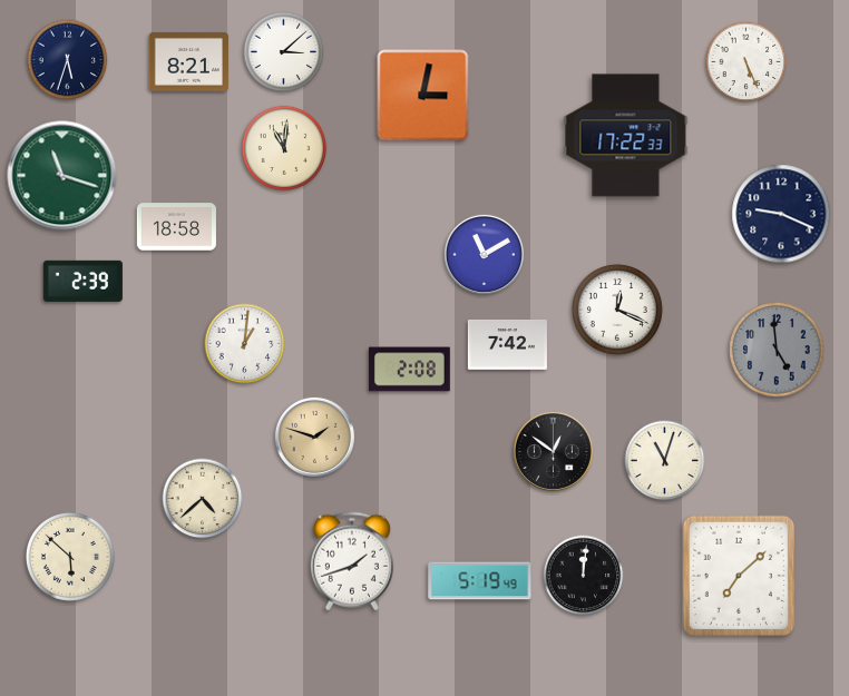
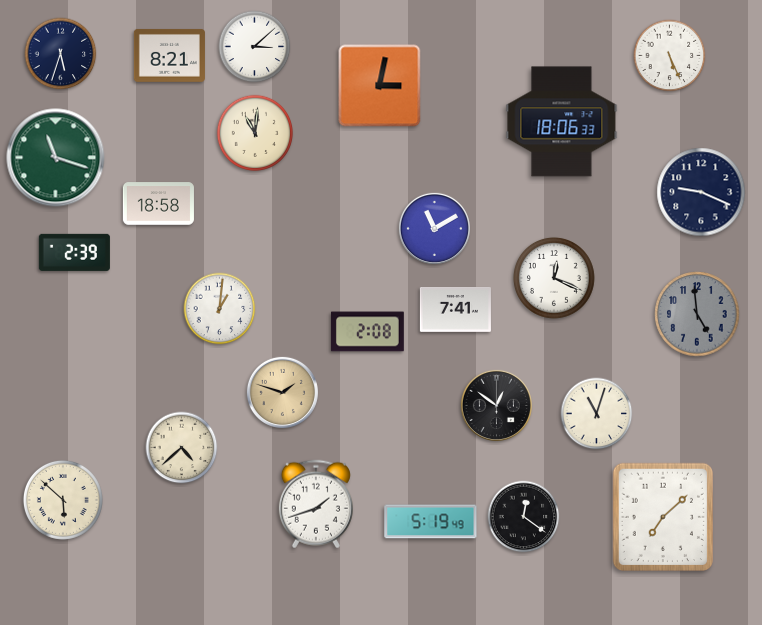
clock at (626, 136): 17:22 -> 18:06
clock at (507, 344): 7:42 -> 7:41
clock at (584, 576): 12:01 -> 12:21
